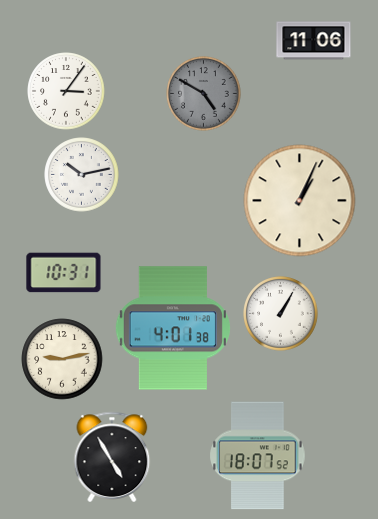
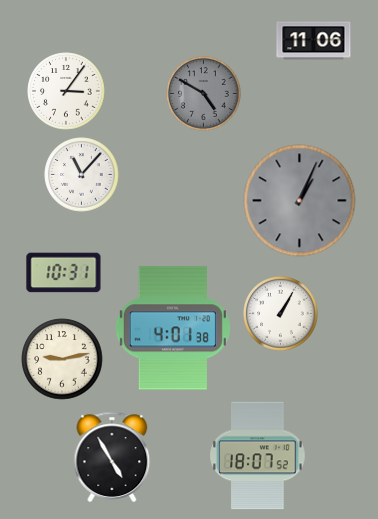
clock at (82, 175): 10:13 -> 11:07
clock at (300, 201) dial: cream -> grey
